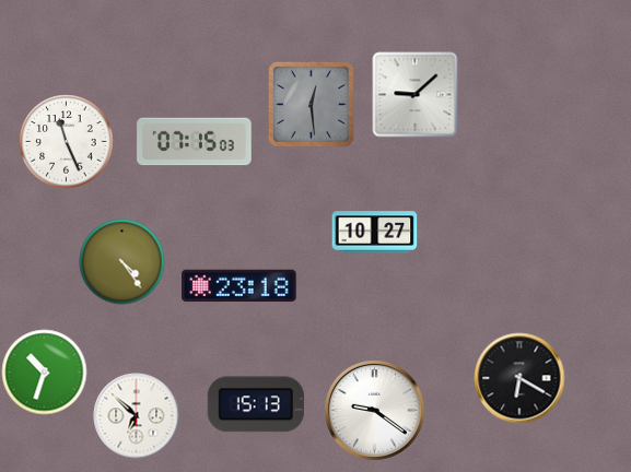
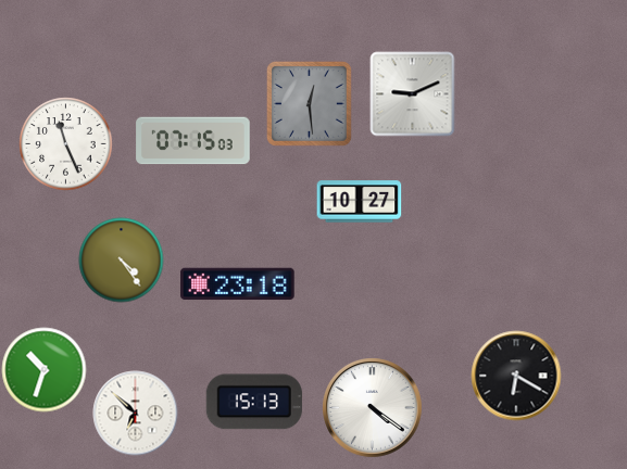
clock at (414, 94): 9:08 -> 9:11
clock at (66, 141) position: (66, 141) -> (65, 143)
clock at (374, 233) position: (374, 233) -> (359, 202)
clock at (375, 411): 9:21 -> 4:21
